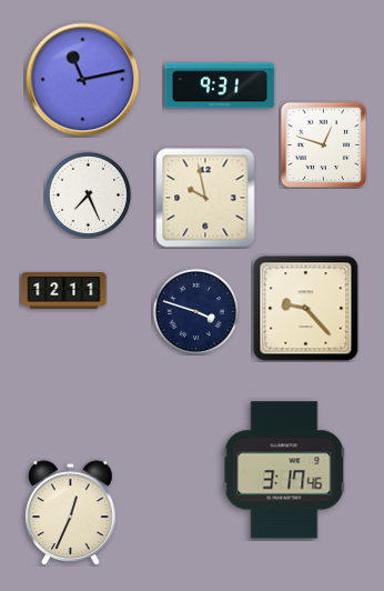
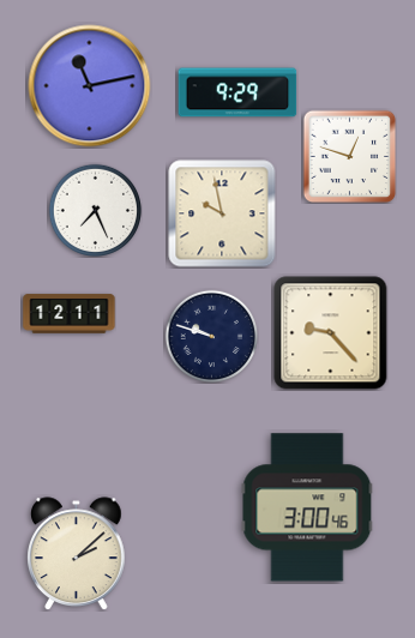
clock at (220, 86): 9:31 -> 9:29
clock at (195, 311): 3:48 -> 9:48
clock at (284, 470): 3:17 -> 3:00
clock at (71, 512): 12:34 -> 2:08
